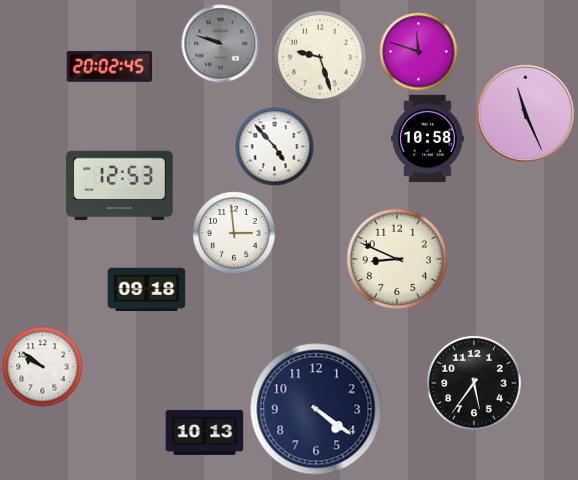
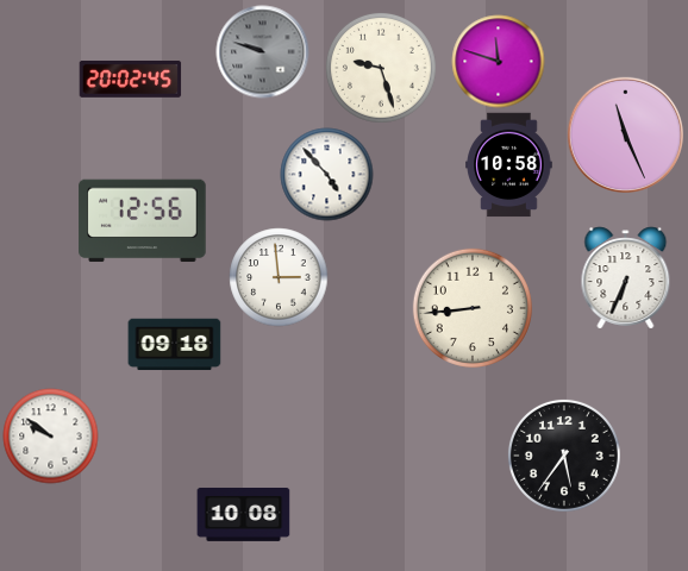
clock at (120, 186): 12:53 -> 12:56
clock at (626, 277): none -> 6:34
clock at (397, 259): 8:49 -> 8:44
clock at (316, 409): 4:21 -> none
clock at (204, 432): 10:13 -> 10:08
